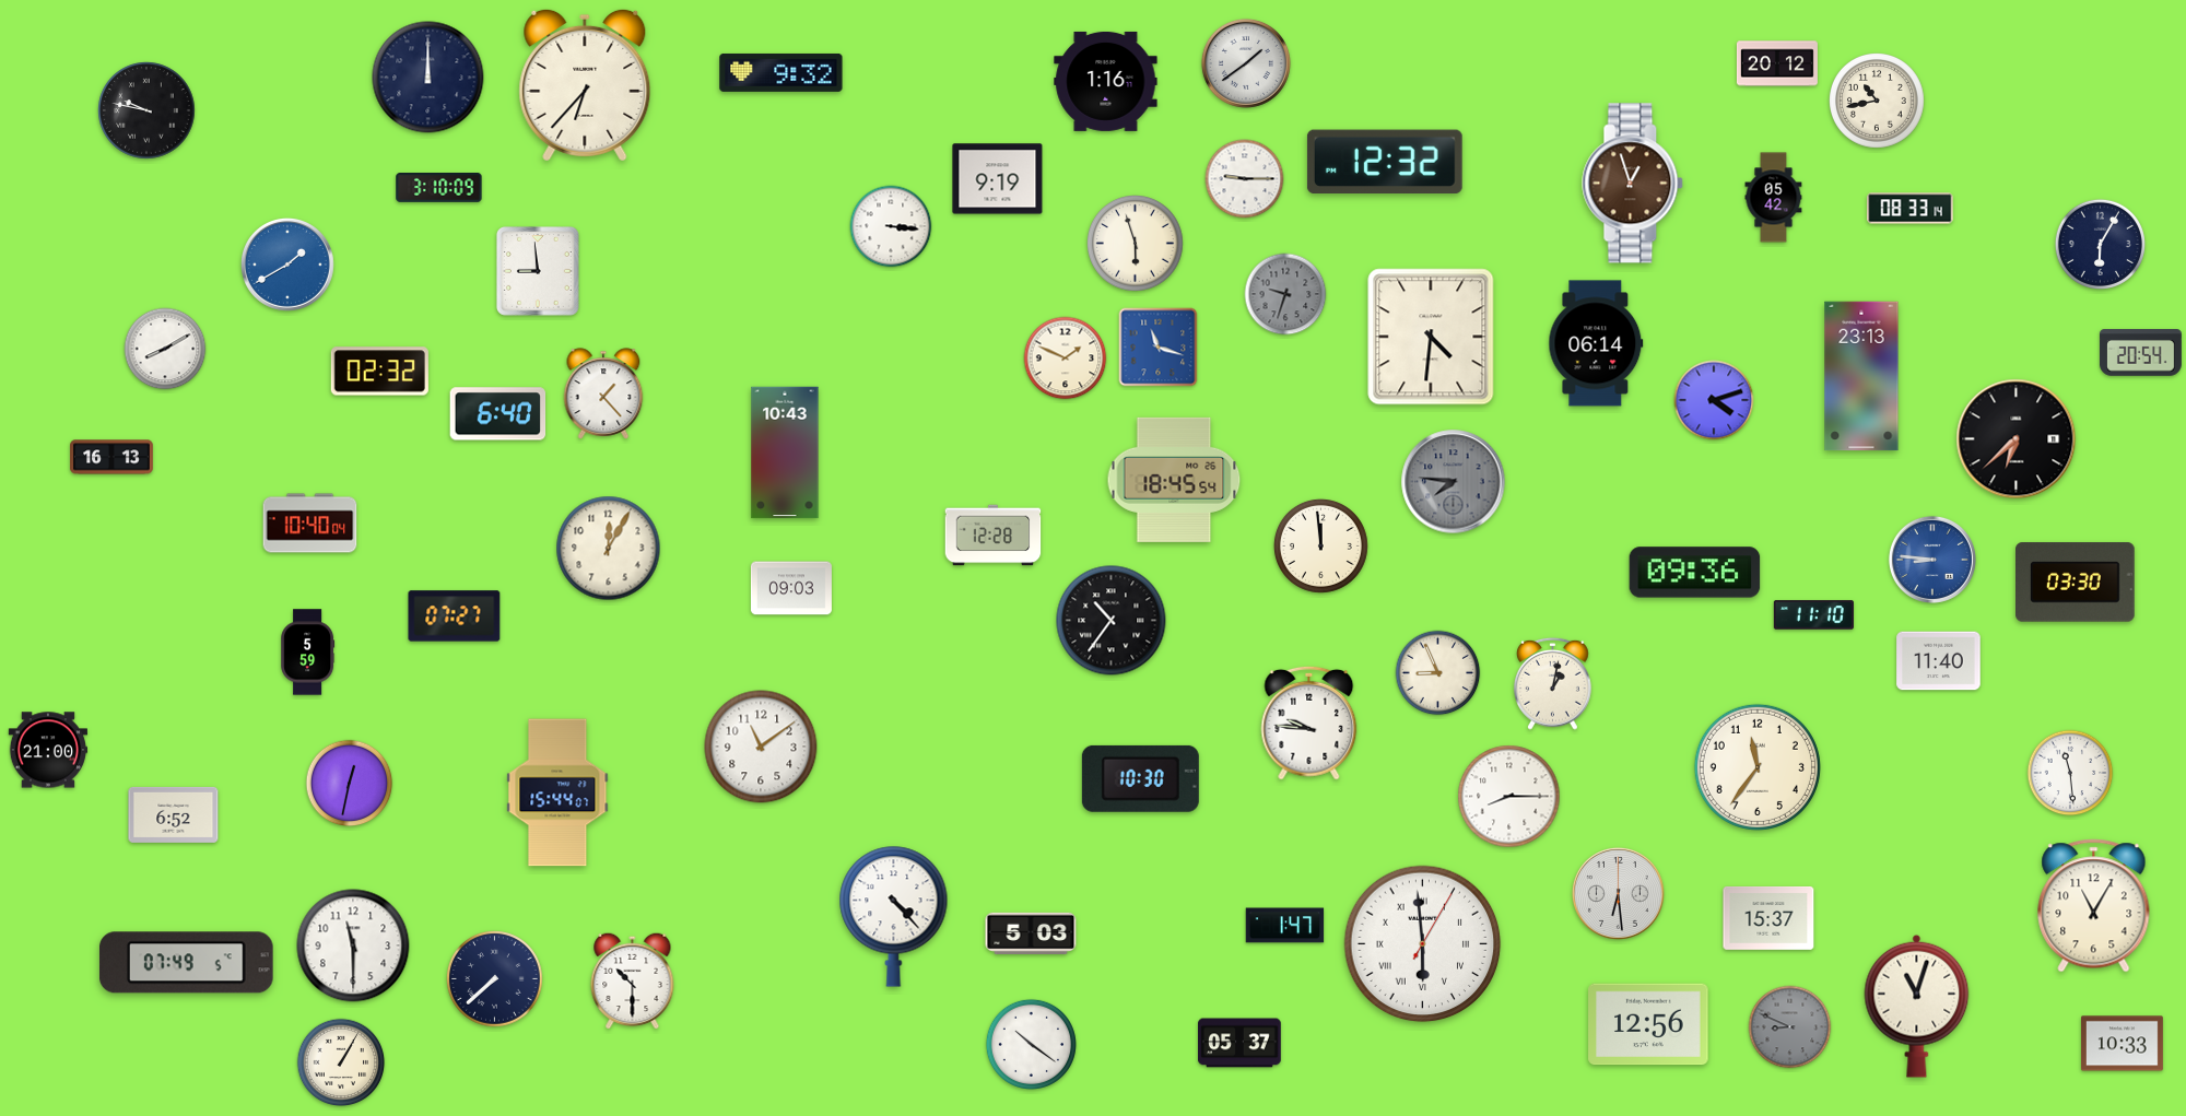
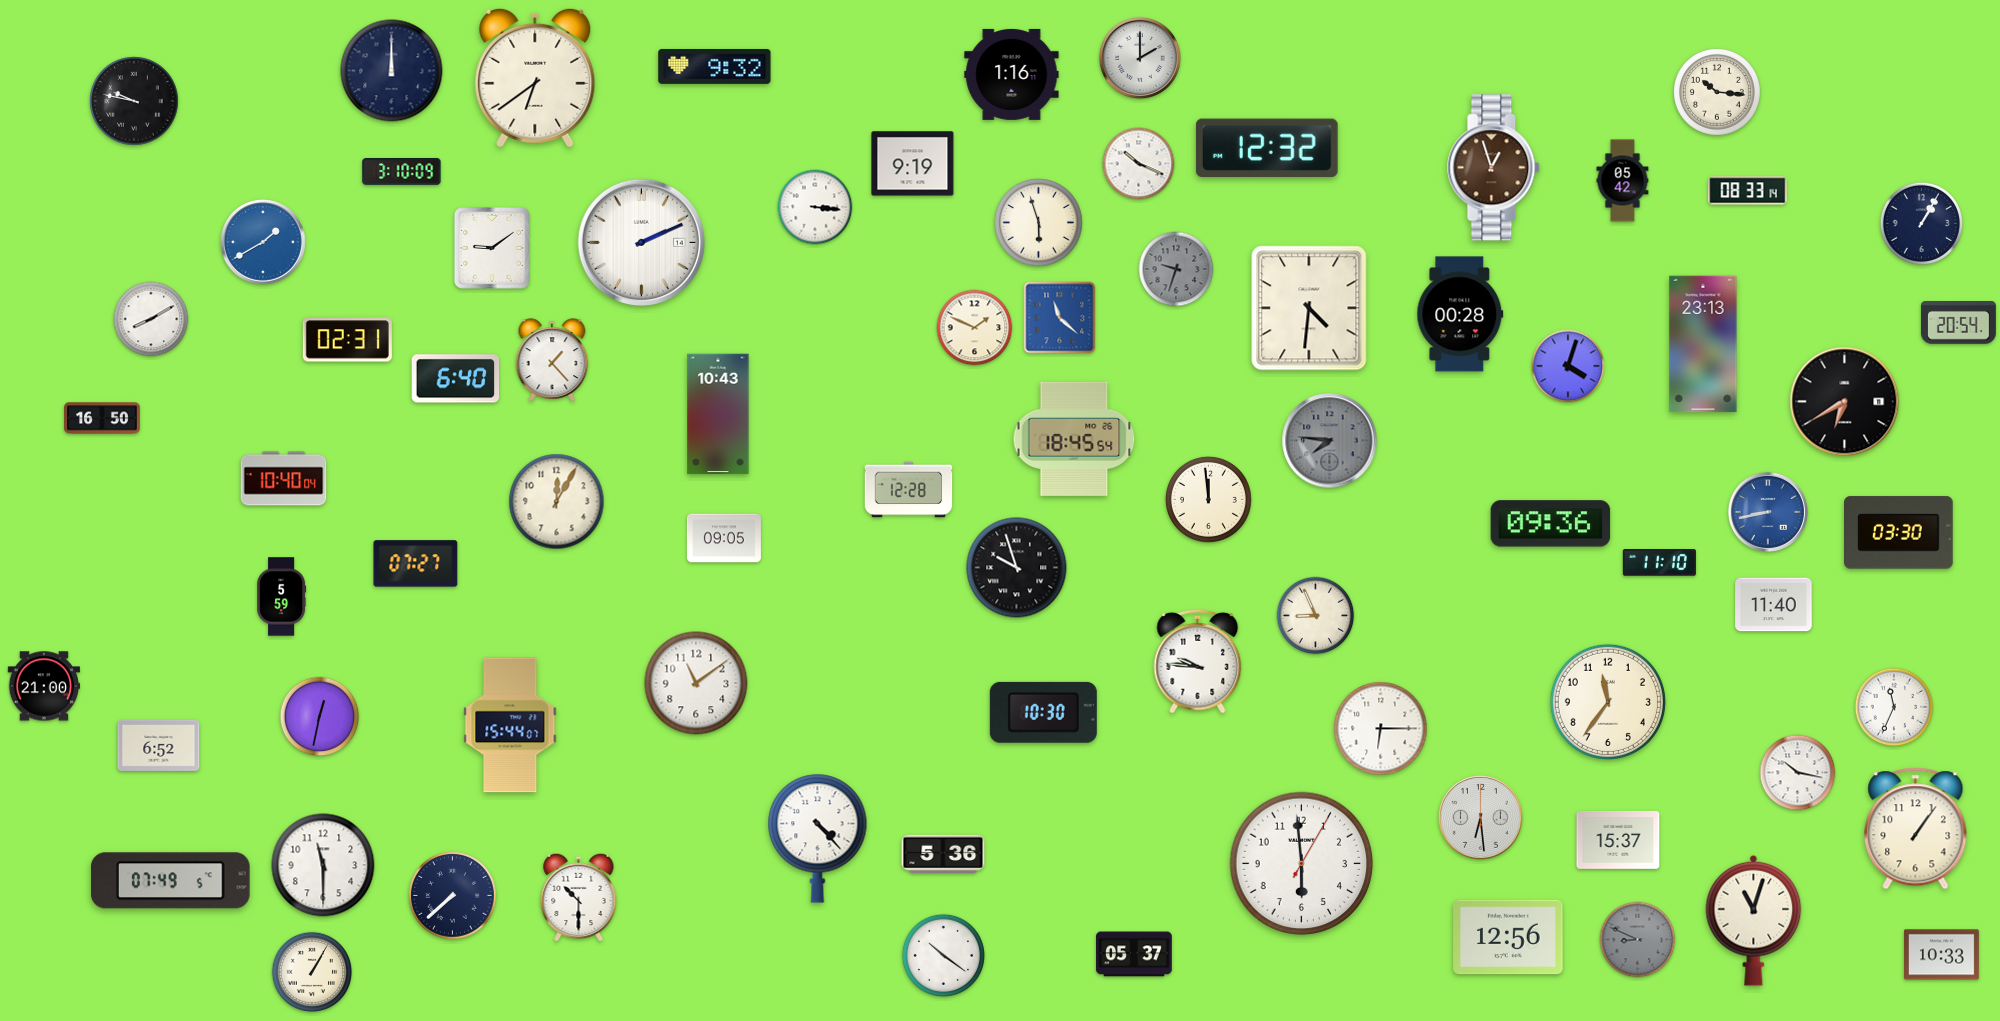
clock at (1246, 63): 1:39 -> 2:00
clock at (1777, 63): 20:12 -> none
clock at (585, 85): 6:37 -> 6:39
clock at (1878, 102): 10:43 -> 10:16
clock at (1245, 179): 9:15 -> 10:19
clock at (2100, 244): 6:05 -> 1:05
clock at (641, 242): none -> 2:11
clock at (538, 272): 8:59 -> 9:09
clock at (1596, 343): 06:14 -> 00:28
clock at (1159, 348): 11:18 -> 11:22
clock at (379, 372): 02:32 -> 02:31
clock at (1714, 400): 4:12 -> 4:03
clock at (2017, 439): 6:38 -> 6:40
clock at (111, 457): 16:13 -> 16:50
clock at (1932, 560): 8:46 -> 8:43
clock at (791, 588): 09:03 -> 09:05
clock at (1112, 621): 10:36 -> 9:57
clock at (1553, 683): 1:02 -> none
clock at (2070, 773): 11:29 -> 11:34
clock at (1509, 797): 8:15 -> 6:15
clock at (1798, 773): none -> 10:17
clock at (2094, 906): 11:05 -> 1:06
clock at (1285, 926): 1:47 -> none
clock at (1031, 932): 5:03 -> 5:36
clock at (1423, 944) numerals: Roman -> Arabic
